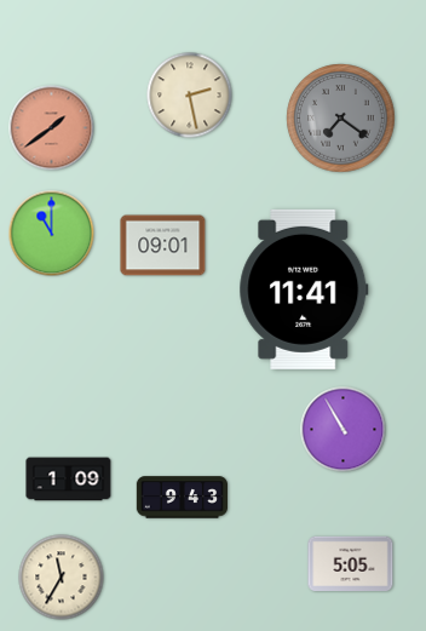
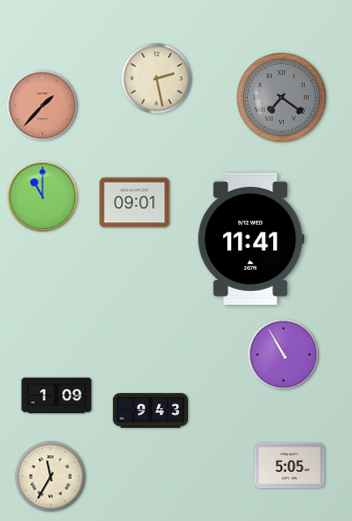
clock at (52, 128): 1:39 -> 1:37
clock at (52, 234) position: (52, 234) -> (43, 197)
